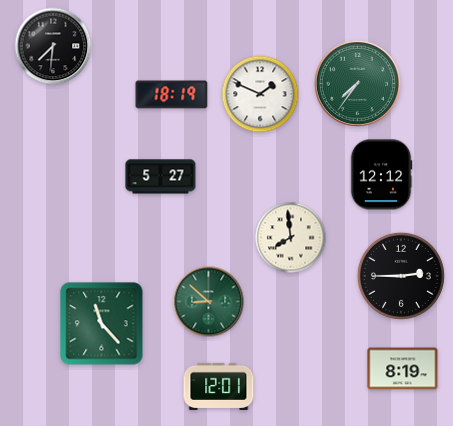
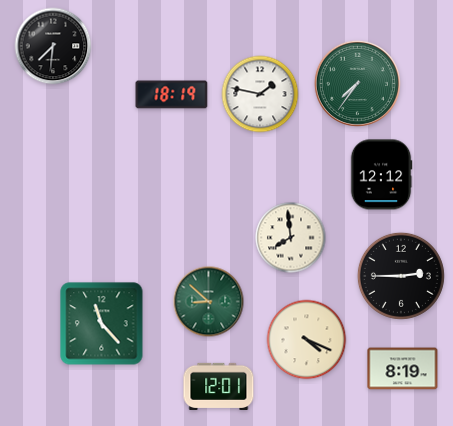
clock at (260, 94): 1:49 -> 1:47
clock at (161, 177): 5:27 -> none
clock at (307, 340): none -> 4:19
